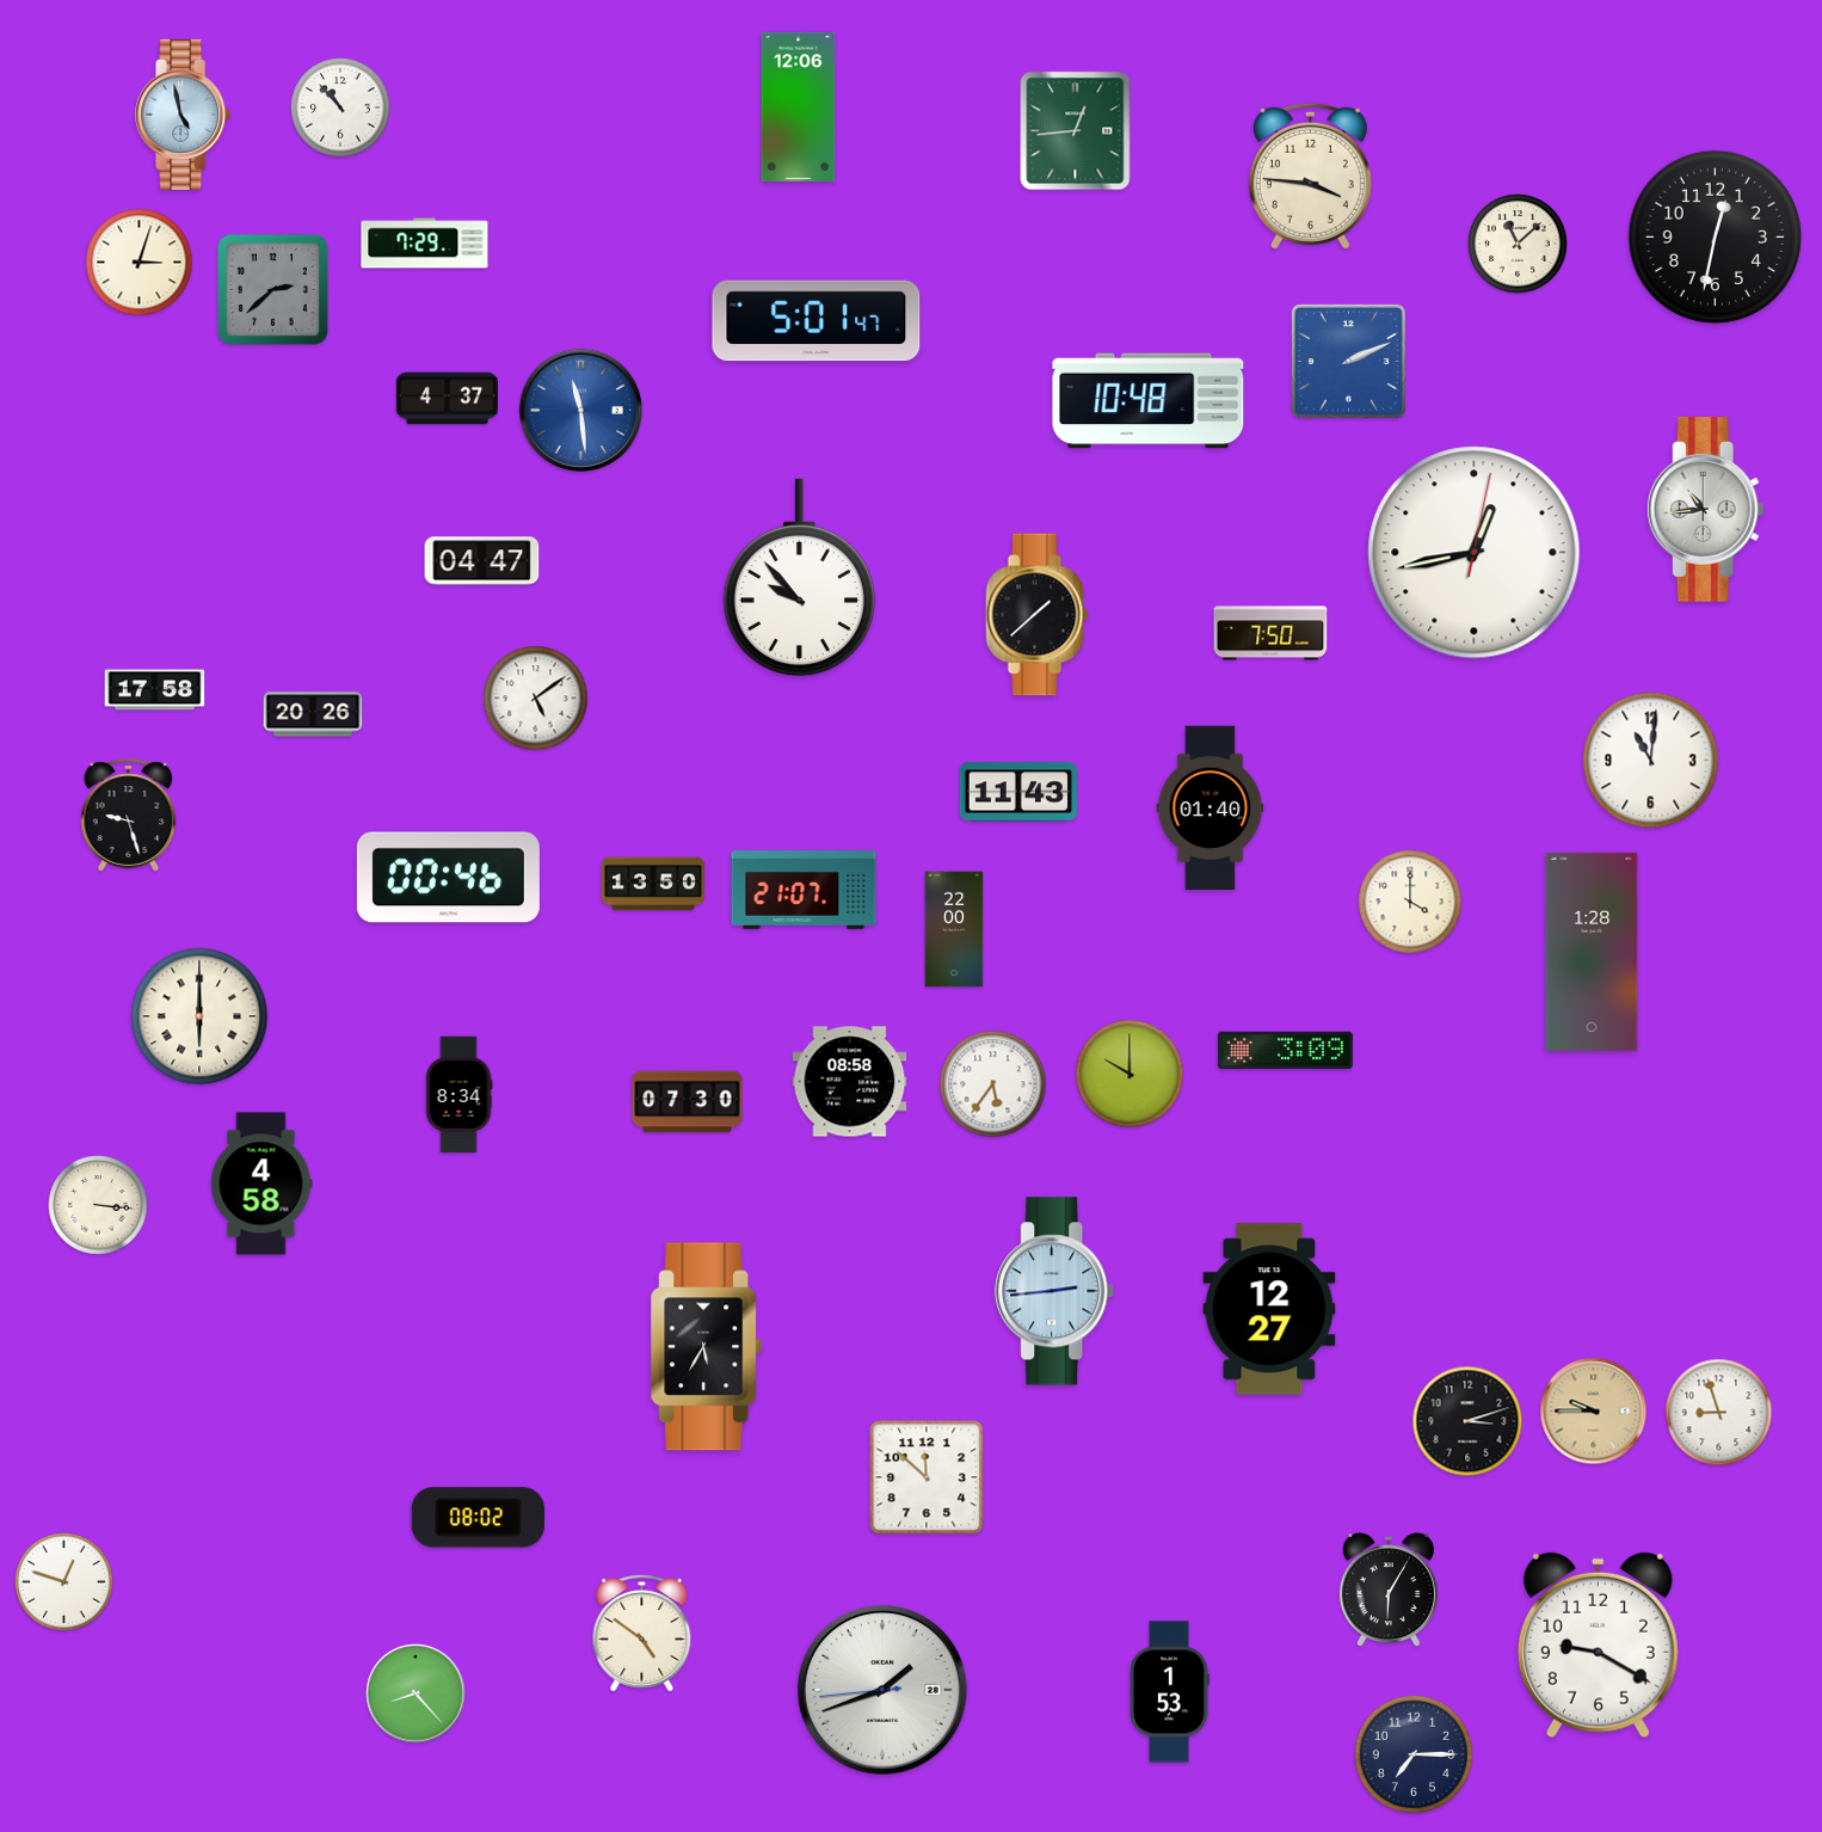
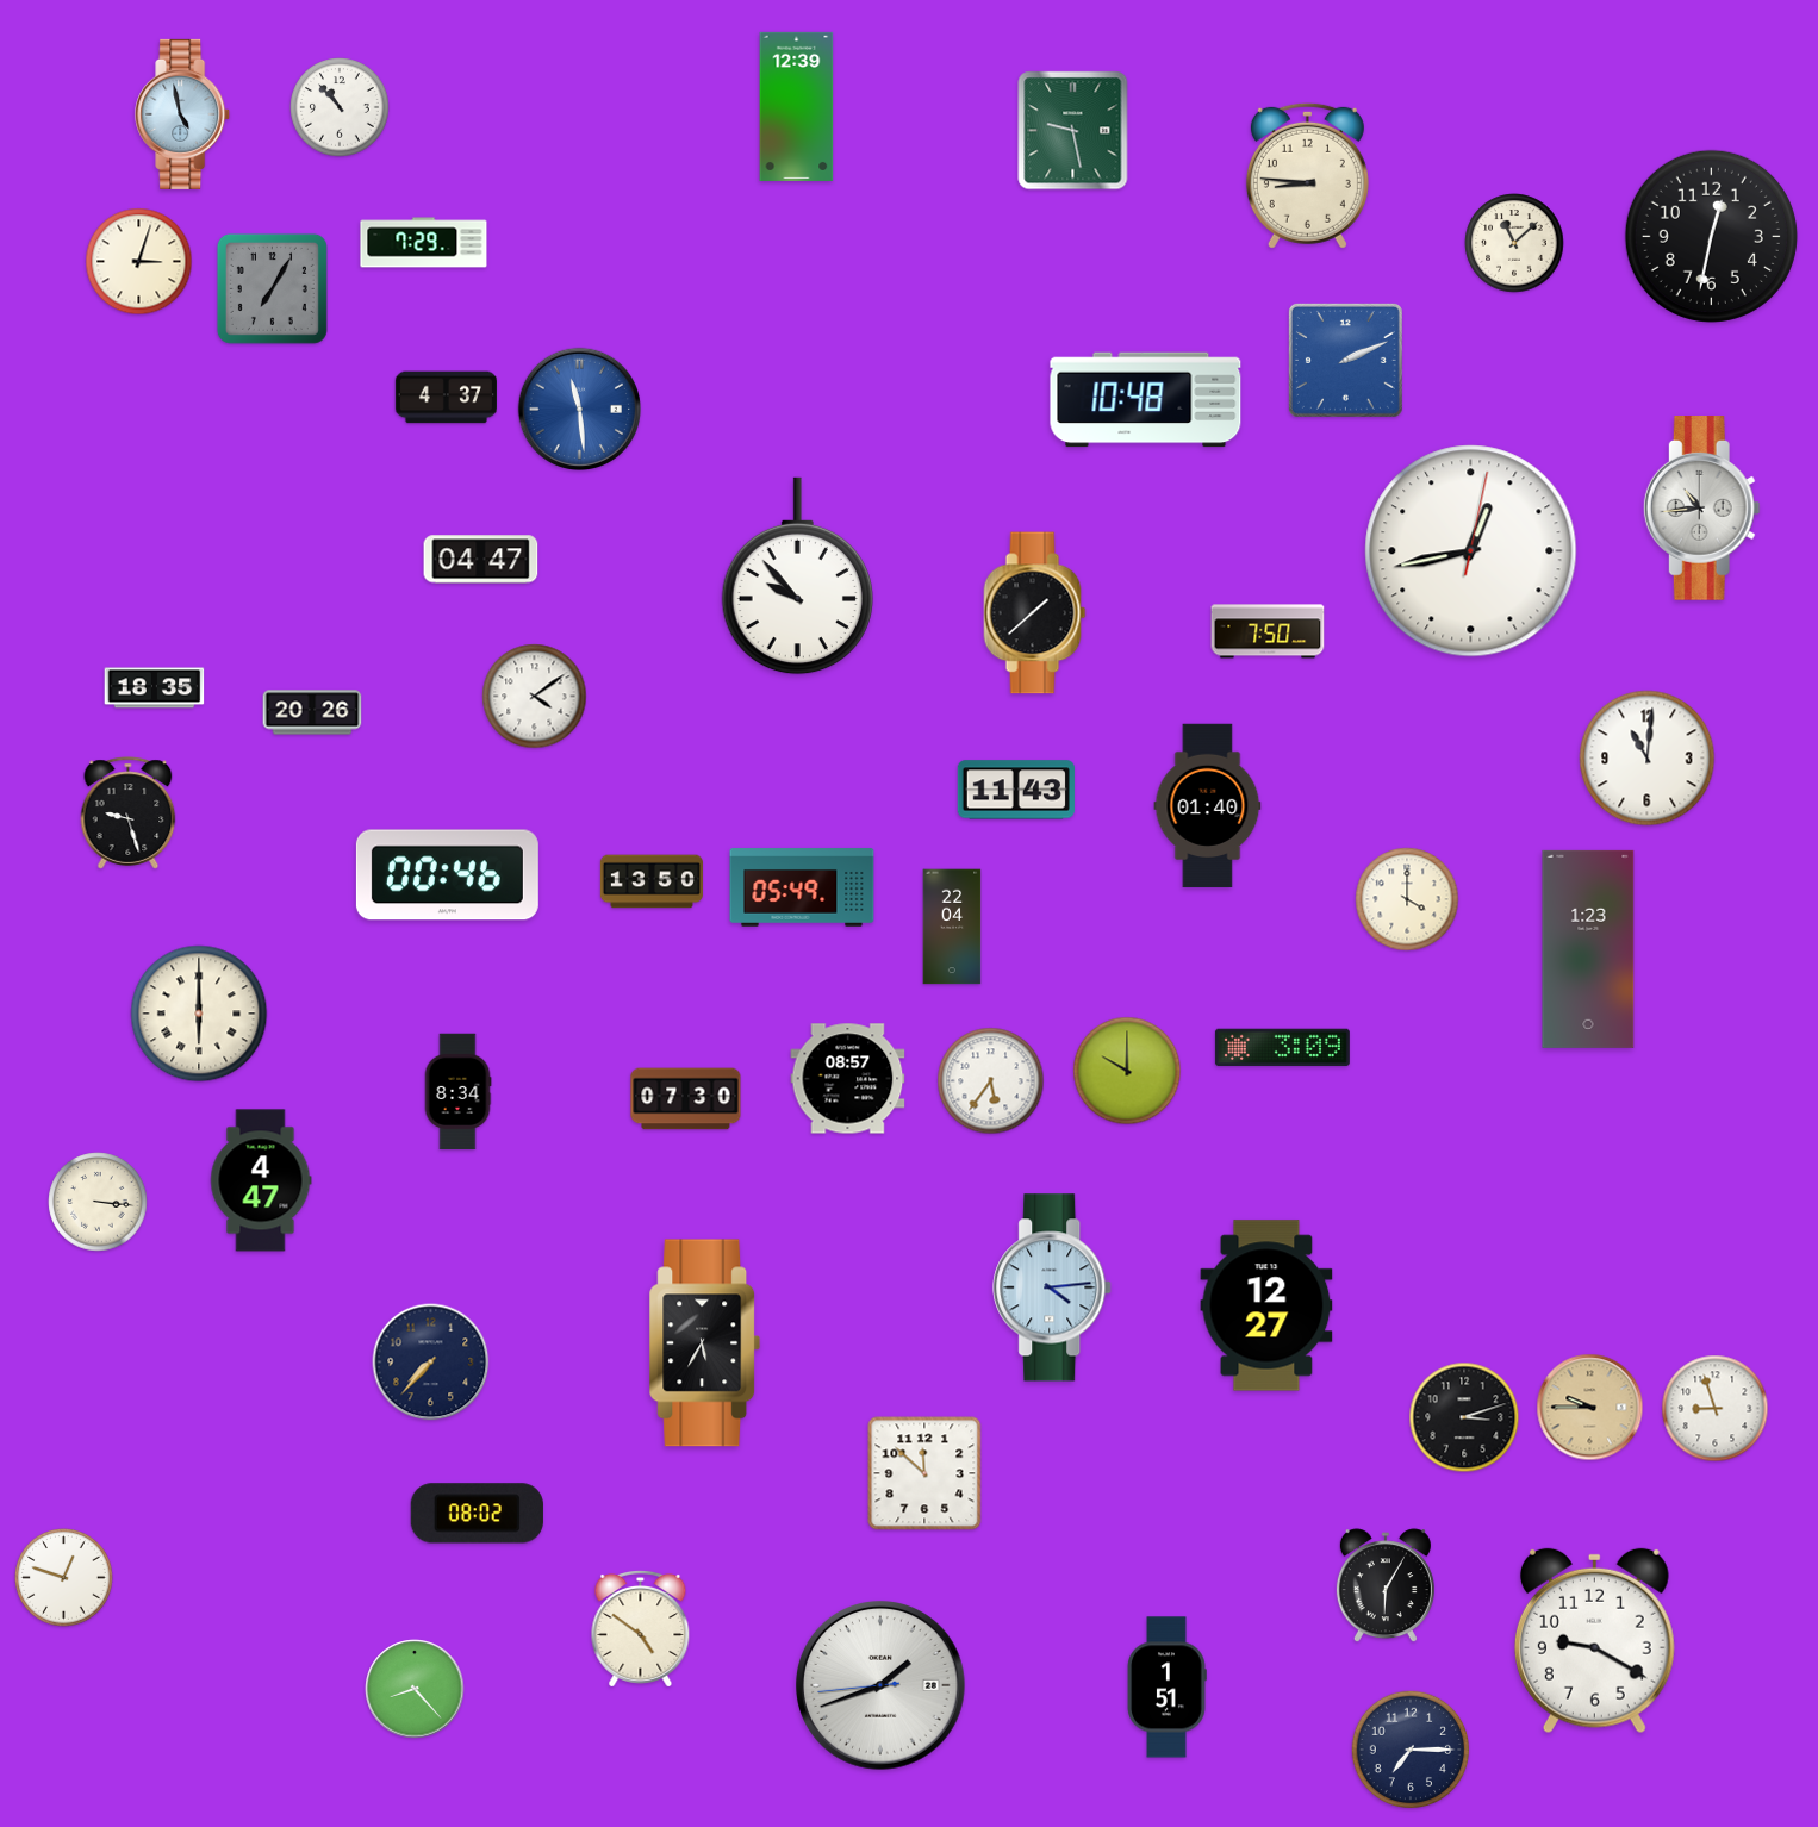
clock at (799, 106): 12:06 -> 12:39
clock at (1076, 131): 12:44 -> 9:28
clock at (1310, 176): 3:46 -> 8:46
clock at (272, 289): 2:38 -> 7:05
clock at (817, 321): 5:01 -> none
clock at (155, 690): 17:58 -> 18:35
clock at (536, 699): 5:09 -> 4:09
clock at (804, 890): 21:07 -> 05:49
clock at (954, 929): 22:00 -> 22:04
clock at (1592, 952): 1:28 -> 1:23
clock at (850, 1082): 08:58 -> 08:57
clock at (261, 1184): 4:58 -> 4:47
clock at (1055, 1291): 2:44 -> 4:14
clock at (431, 1363): none -> 7:37
clock at (1169, 1692): 1:53 -> 1:51
